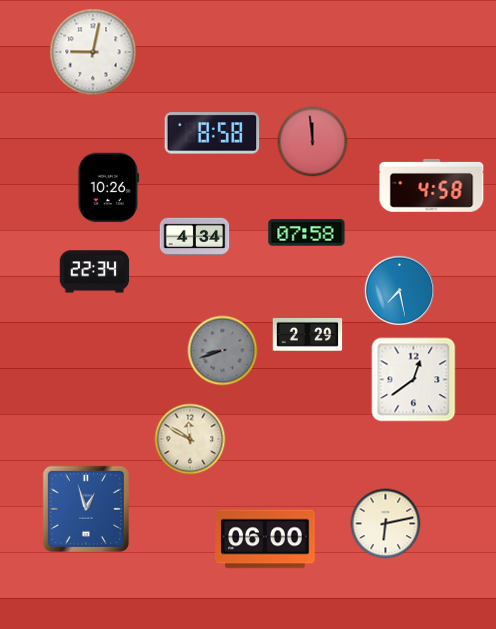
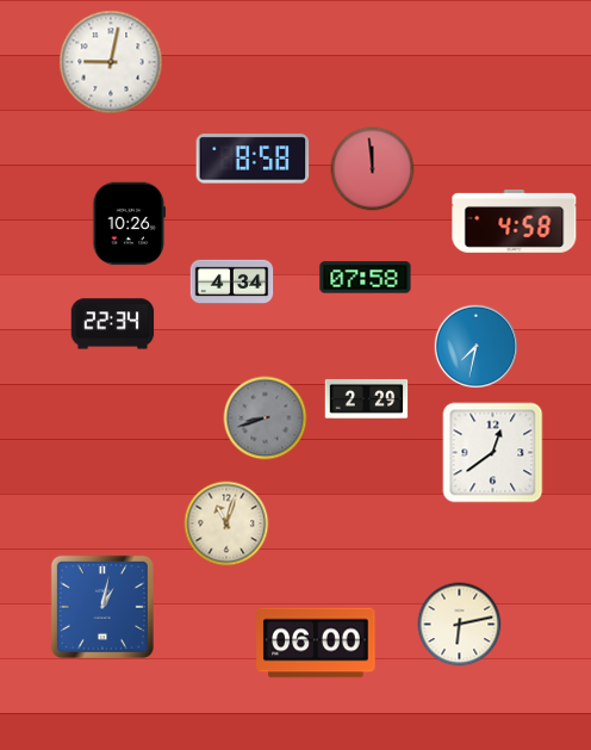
clock at (399, 290): 7:28 -> 7:32
clock at (190, 439): 11:50 -> 11:03
clock at (86, 509): 12:57 -> 1:02
